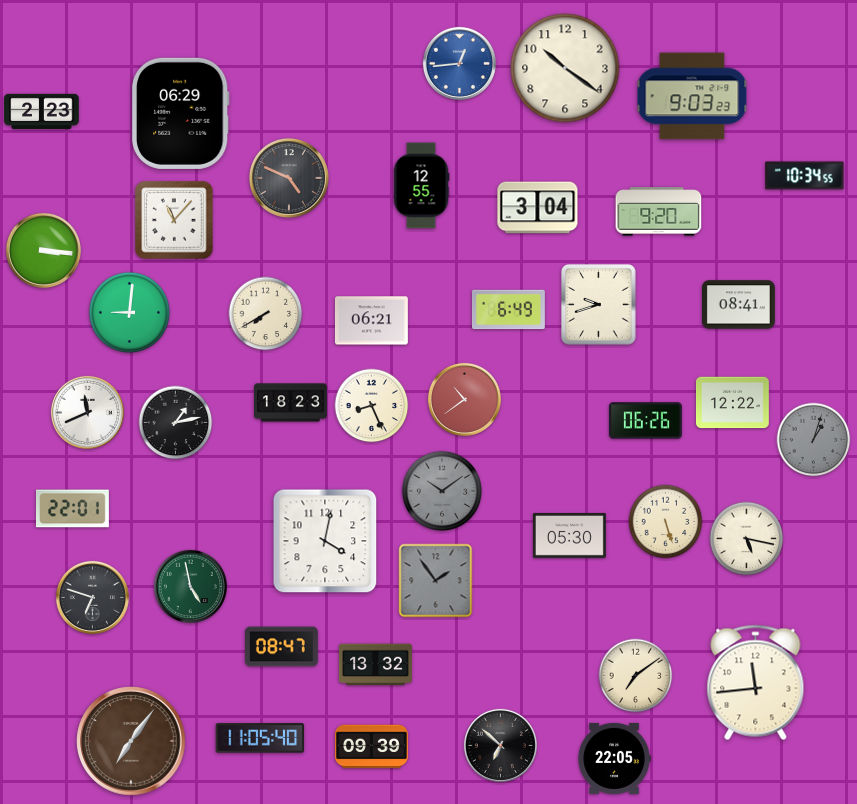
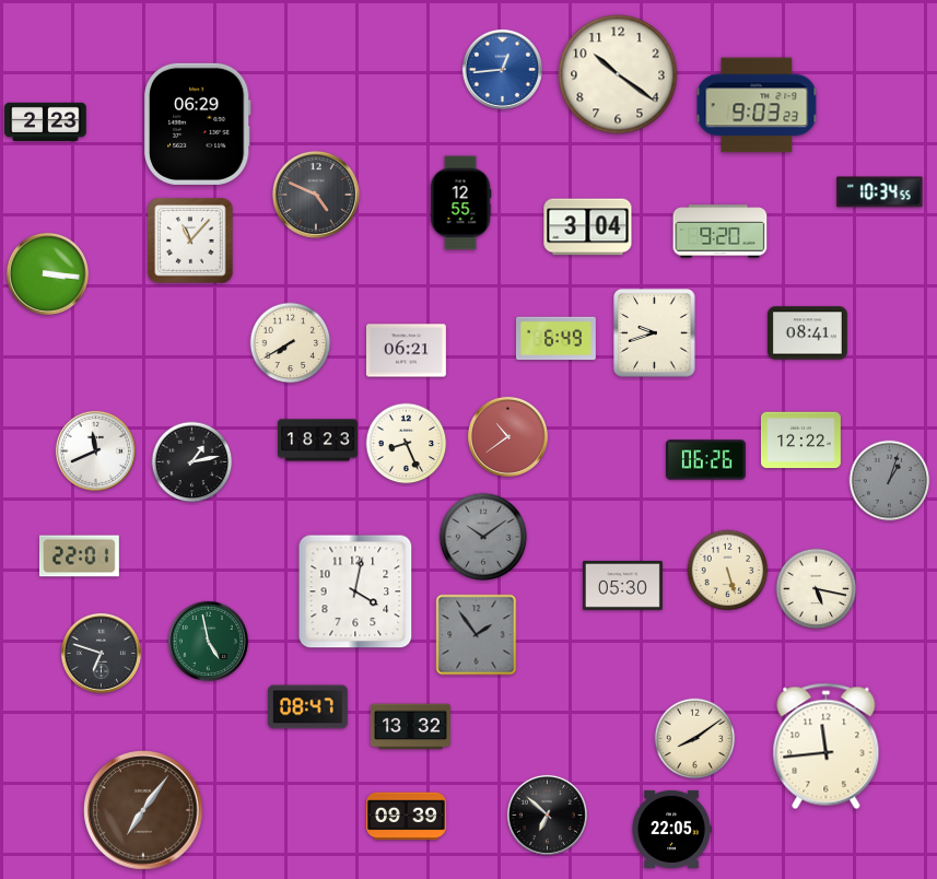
clock at (129, 312): 9:01 -> none
clock at (636, 676): 7:09 -> 8:09
clock at (260, 738): 11:05 -> none
